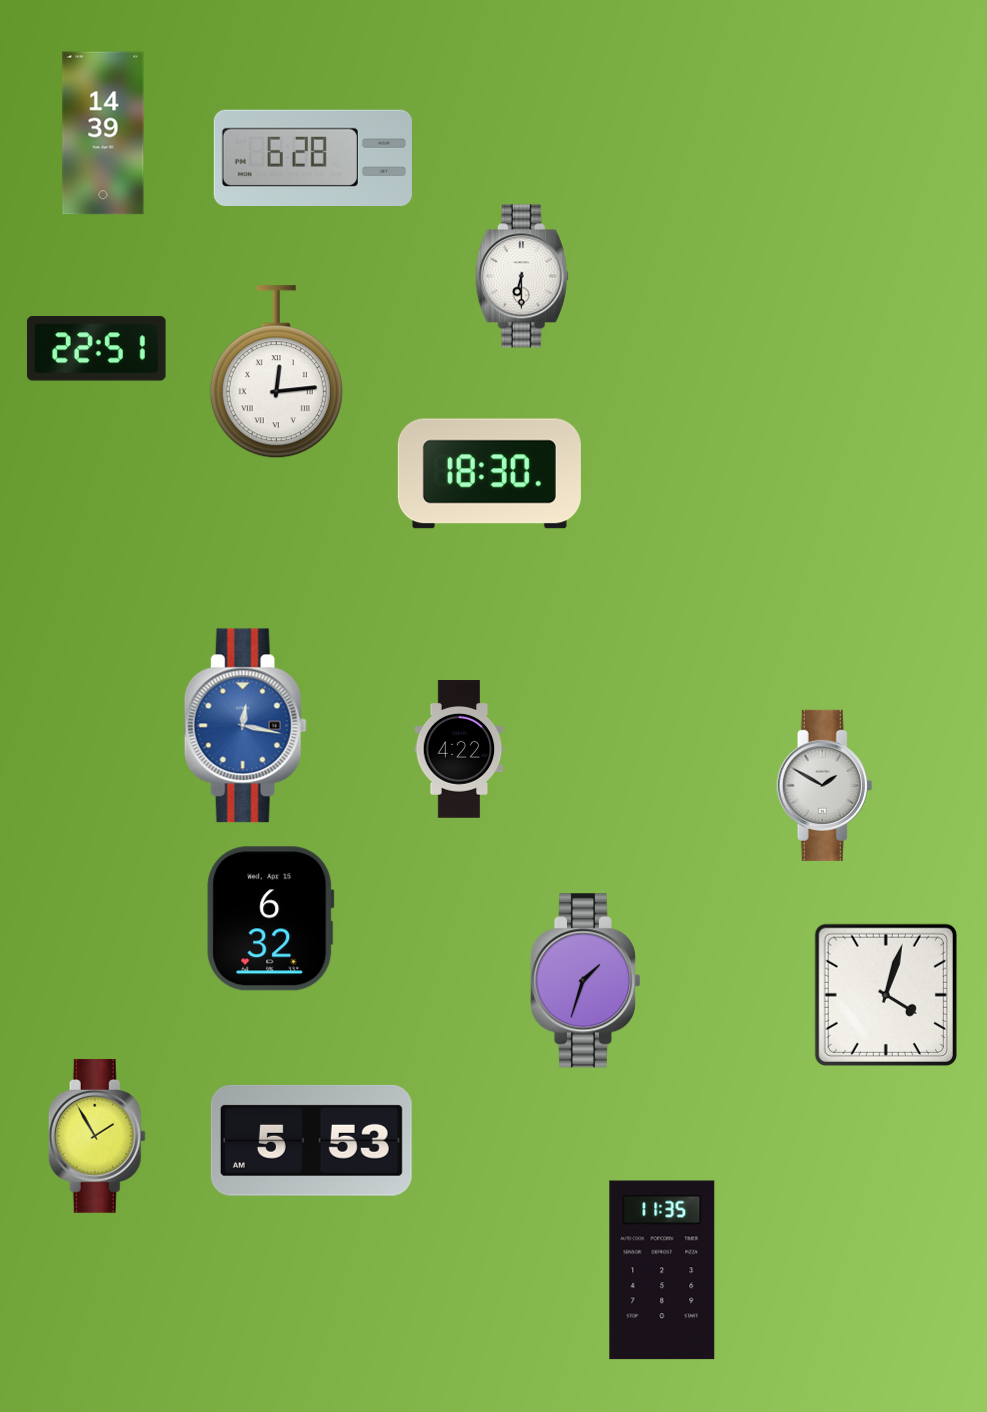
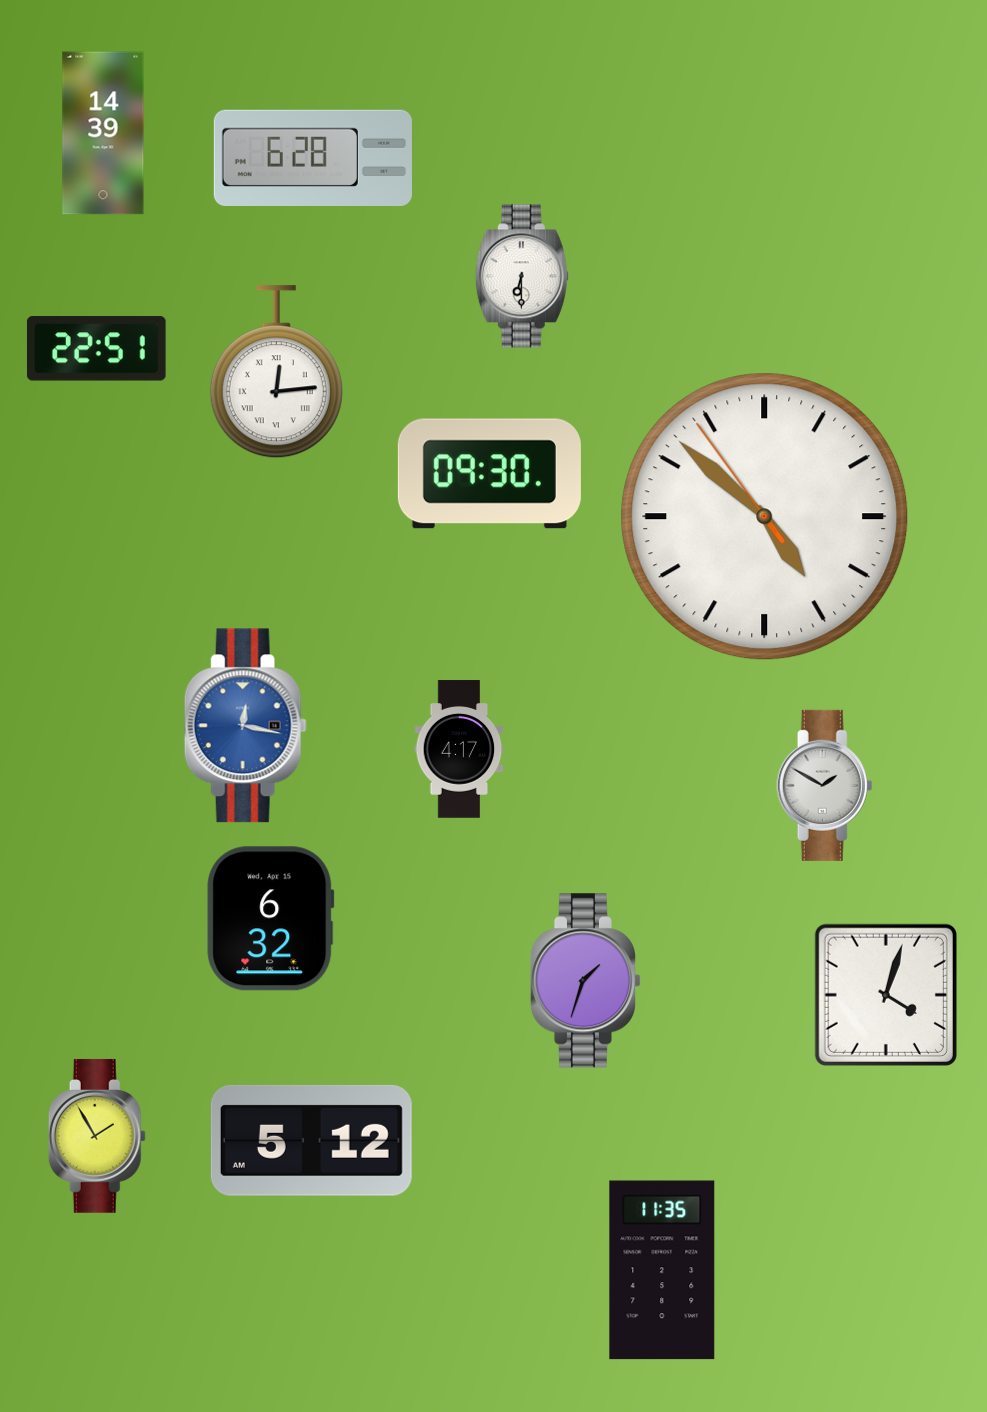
clock at (489, 474): 18:30 -> 09:30
clock at (765, 517): none -> 4:51
clock at (459, 749): 4:22 -> 4:17
clock at (311, 1140): 5:53 -> 5:12
